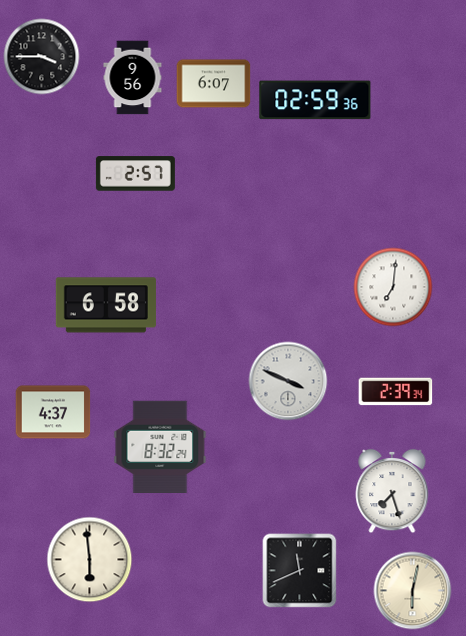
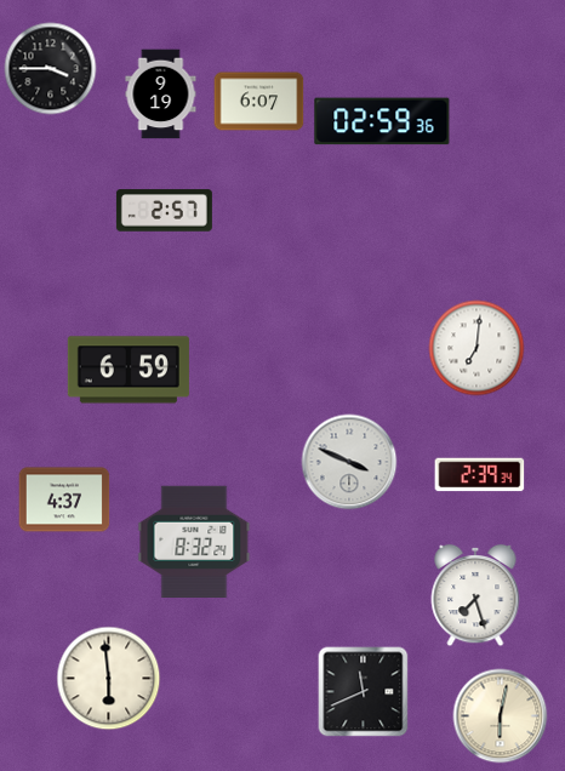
clock at (133, 78): 9:56 -> 9:19
clock at (106, 305): 6:58 -> 6:59
